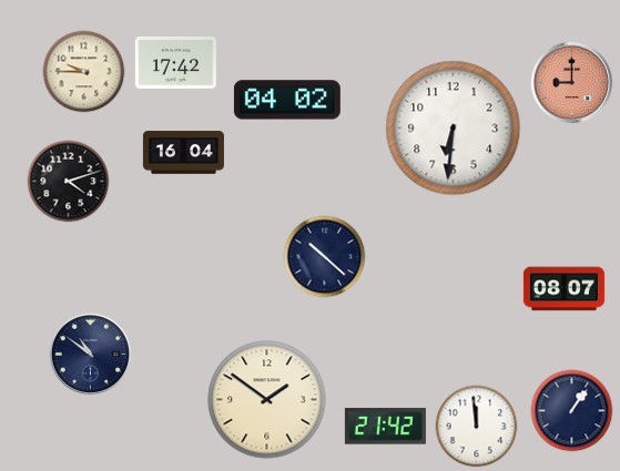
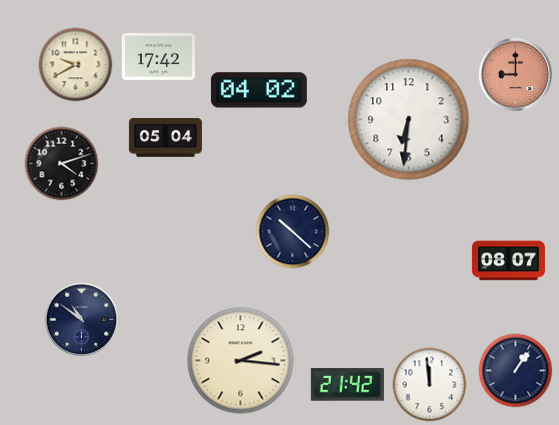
clock at (84, 72): 9:45 -> 9:40
clock at (454, 129) position: (454, 129) -> (409, 120)
clock at (183, 153): 16:04 -> 05:04
clock at (267, 400): 1:51 -> 2:16
